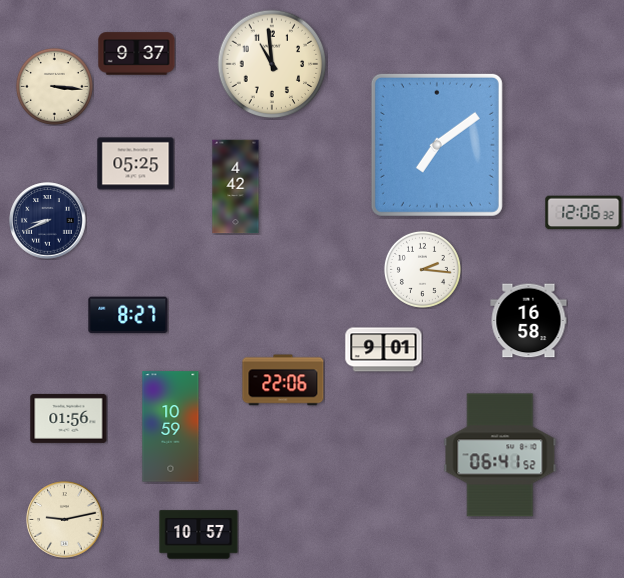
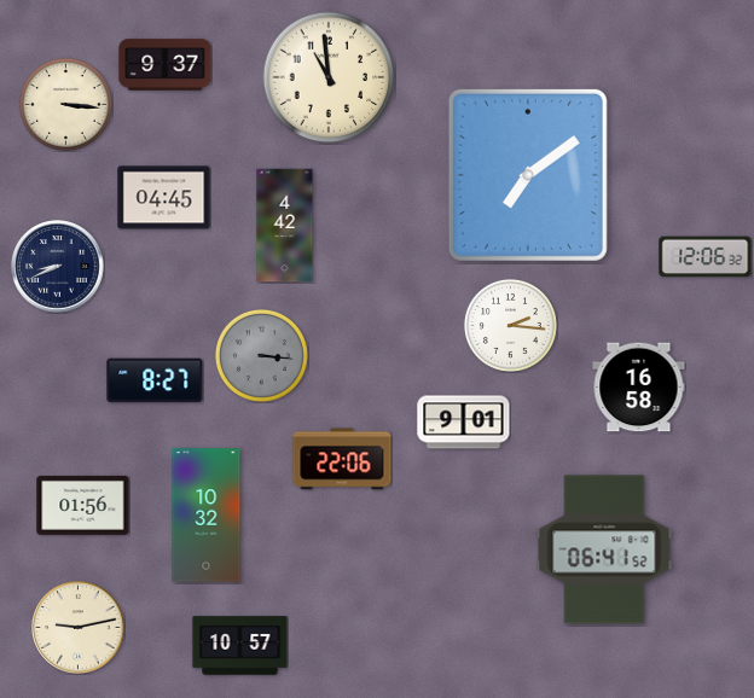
clock at (136, 164): 05:25 -> 04:45
clock at (261, 355): none -> 3:16
clock at (171, 427): 10:59 -> 10:32
